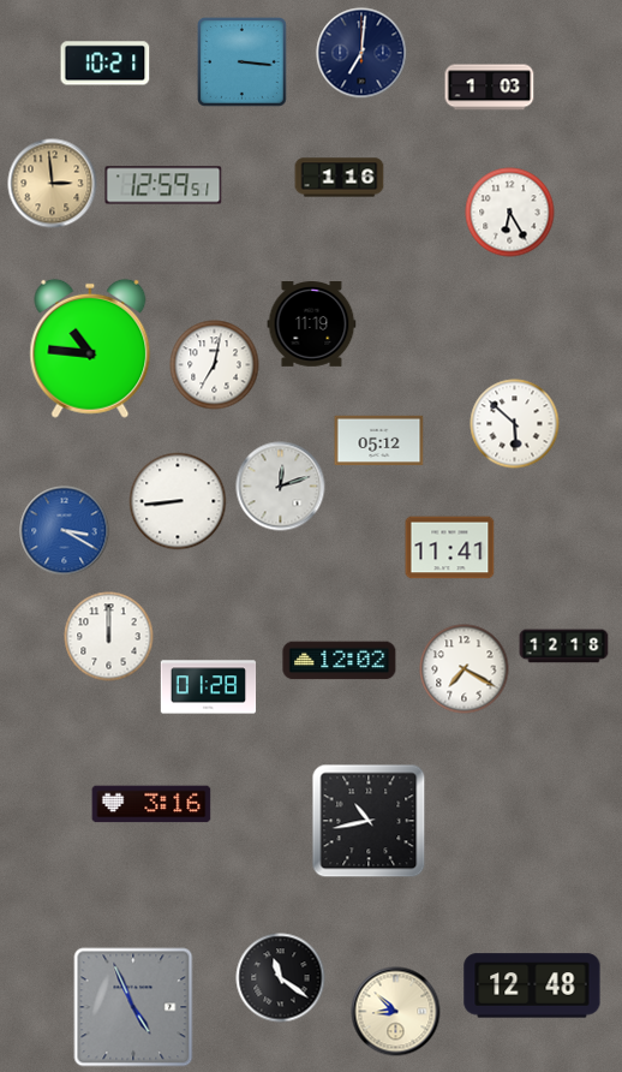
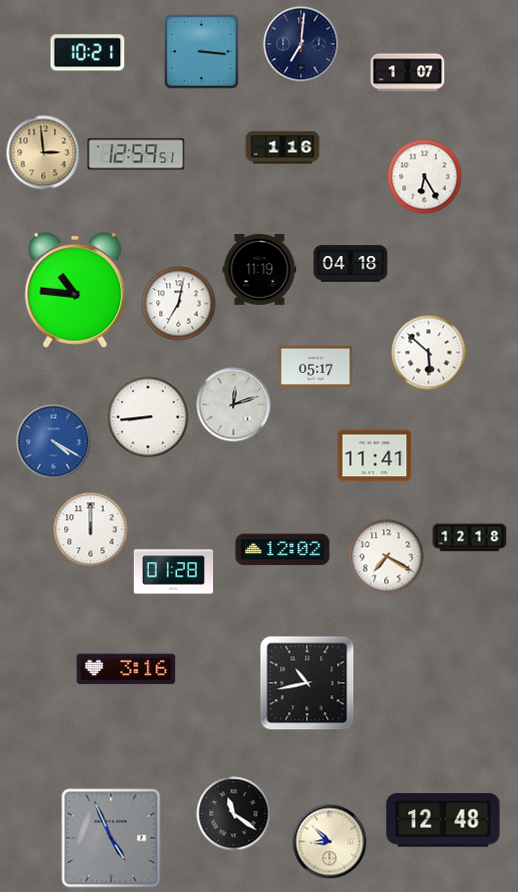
clock at (490, 88): 1:03 -> 1:07
clock at (351, 264): none -> 04:18
clock at (379, 441): 05:12 -> 05:17
clock at (65, 531): 3:20 -> 4:20
